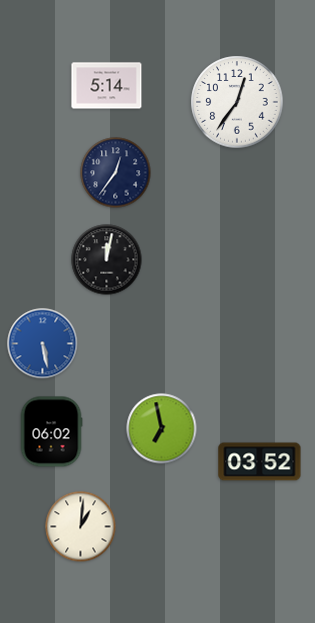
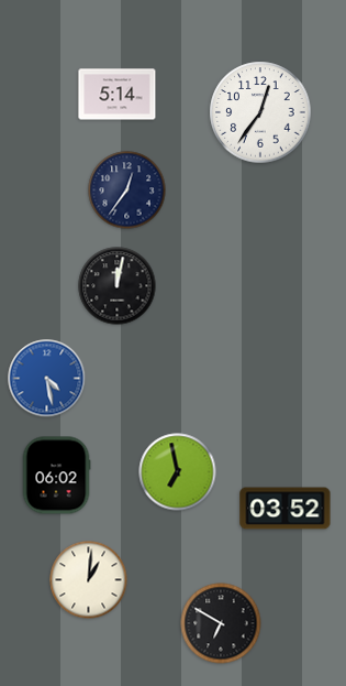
clock at (43, 344): 5:28 -> 4:28
clock at (221, 623): none -> 6:50
